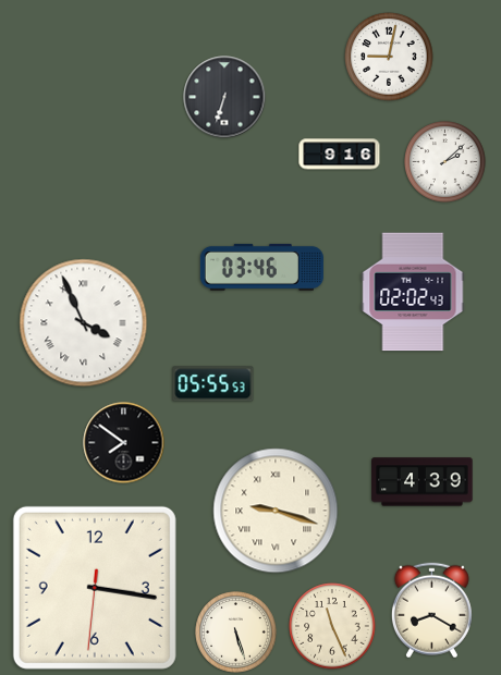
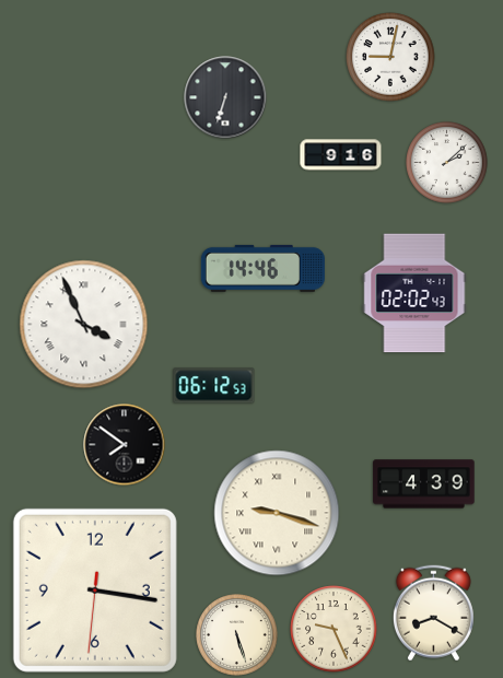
clock at (261, 267): 03:46 -> 14:46
clock at (213, 384): 05:55 -> 06:12
clock at (332, 626): 11:26 -> 9:26
